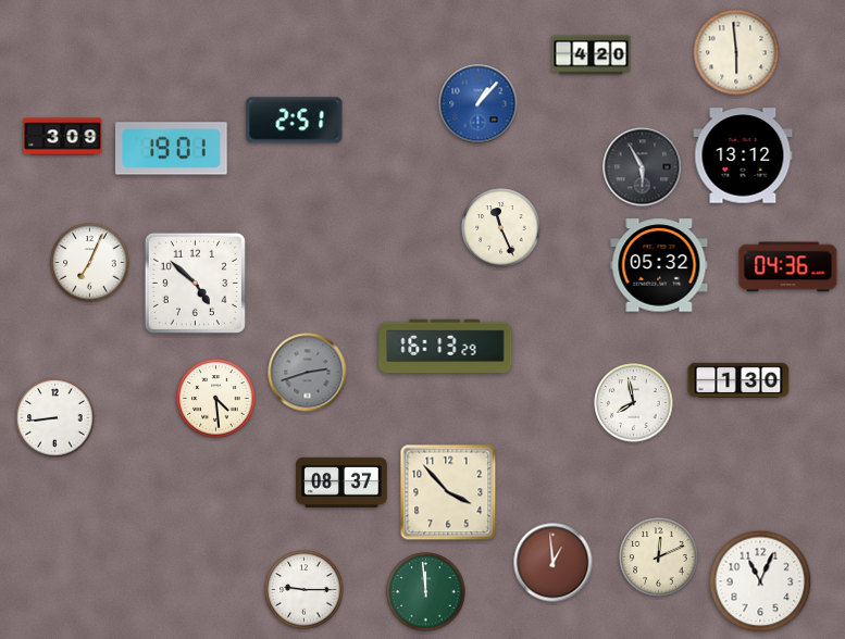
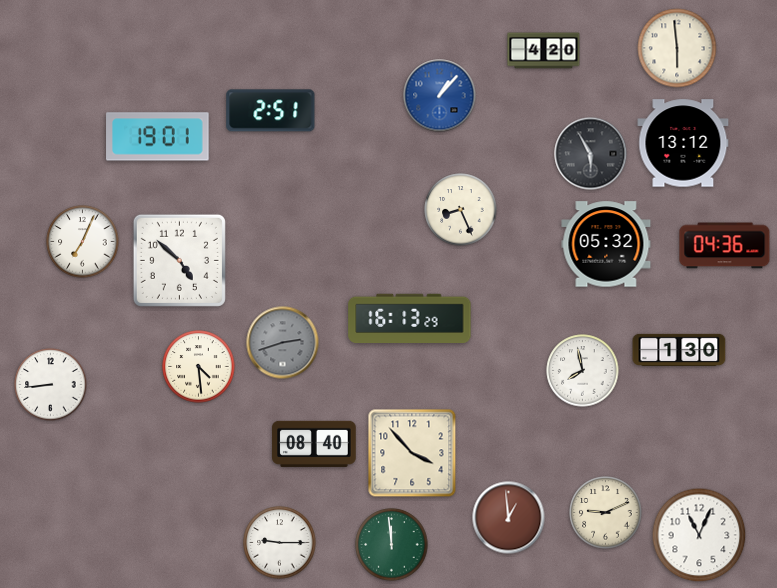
clock at (63, 137): 3:09 -> none
clock at (501, 228): 11:26 -> 8:26
clock at (341, 483): 08:37 -> 08:40
clock at (659, 557): 12:11 -> 9:11
